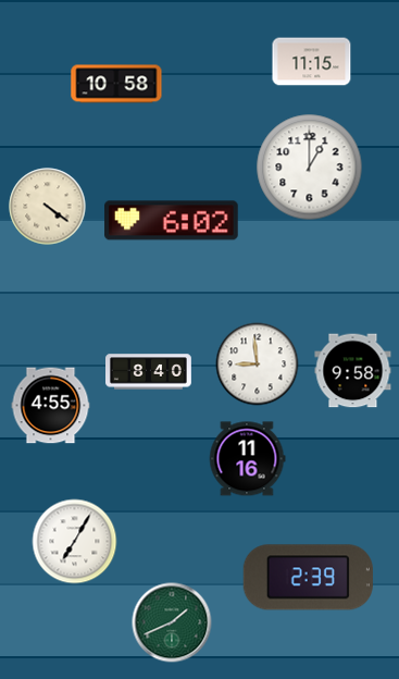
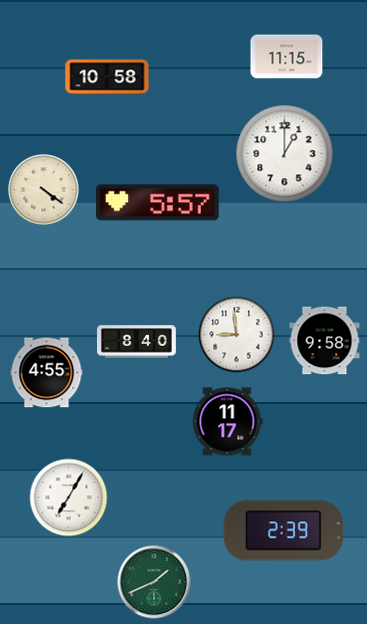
clock at (172, 221): 6:02 -> 5:57
clock at (247, 459): 11:16 -> 11:17
clock at (172, 622) position: (172, 622) -> (154, 582)
